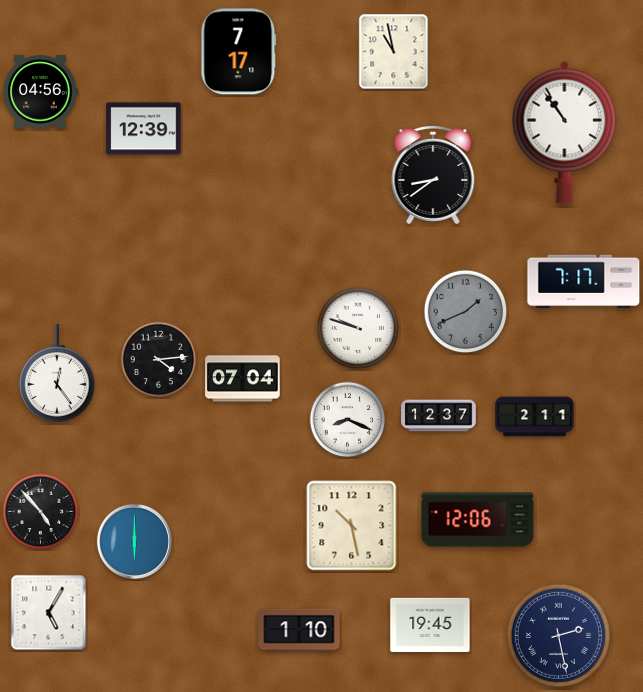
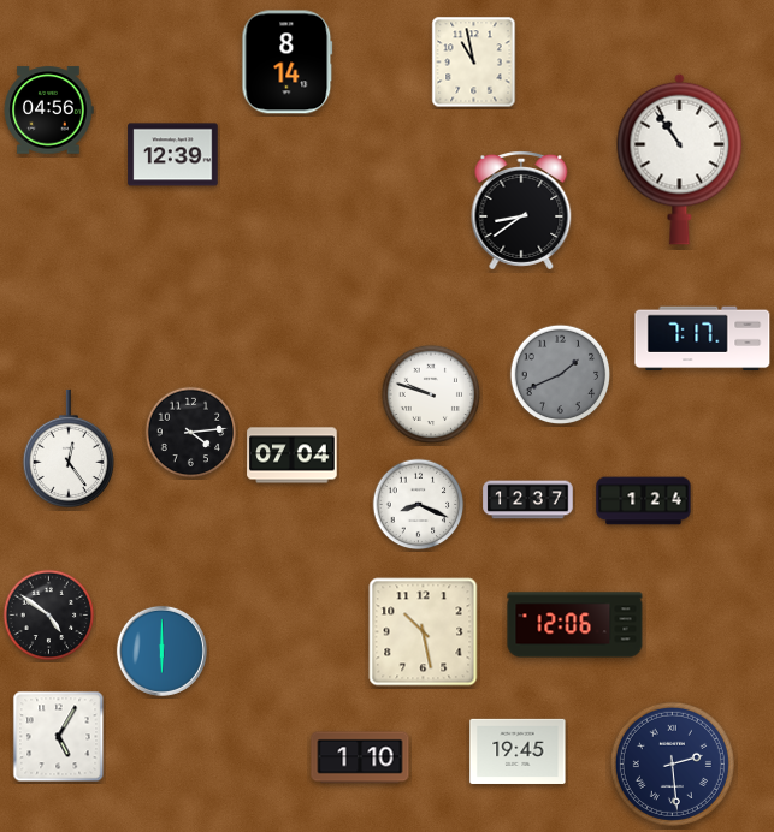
clock at (239, 52): 7:17 -> 8:14
clock at (535, 417): 2:11 -> 1:24
clock at (41, 512): 4:53 -> 4:51
clock at (558, 635): 2:28 -> 2:29
